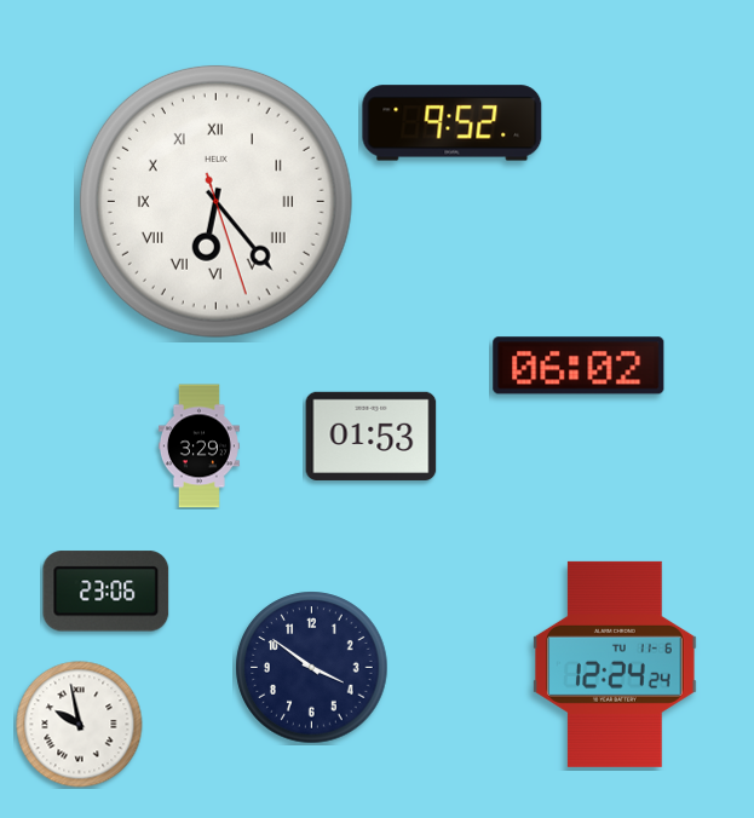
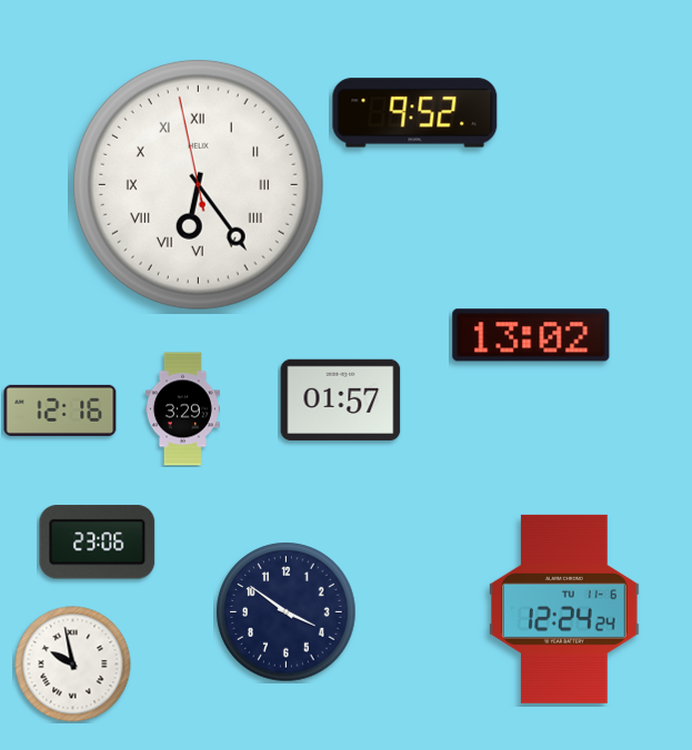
clock at (215, 201): 6:23:27 -> 6:23:58
clock at (579, 365): 06:02 -> 13:02
clock at (372, 436): 01:53 -> 01:57
clock at (60, 411): none -> 12:16
